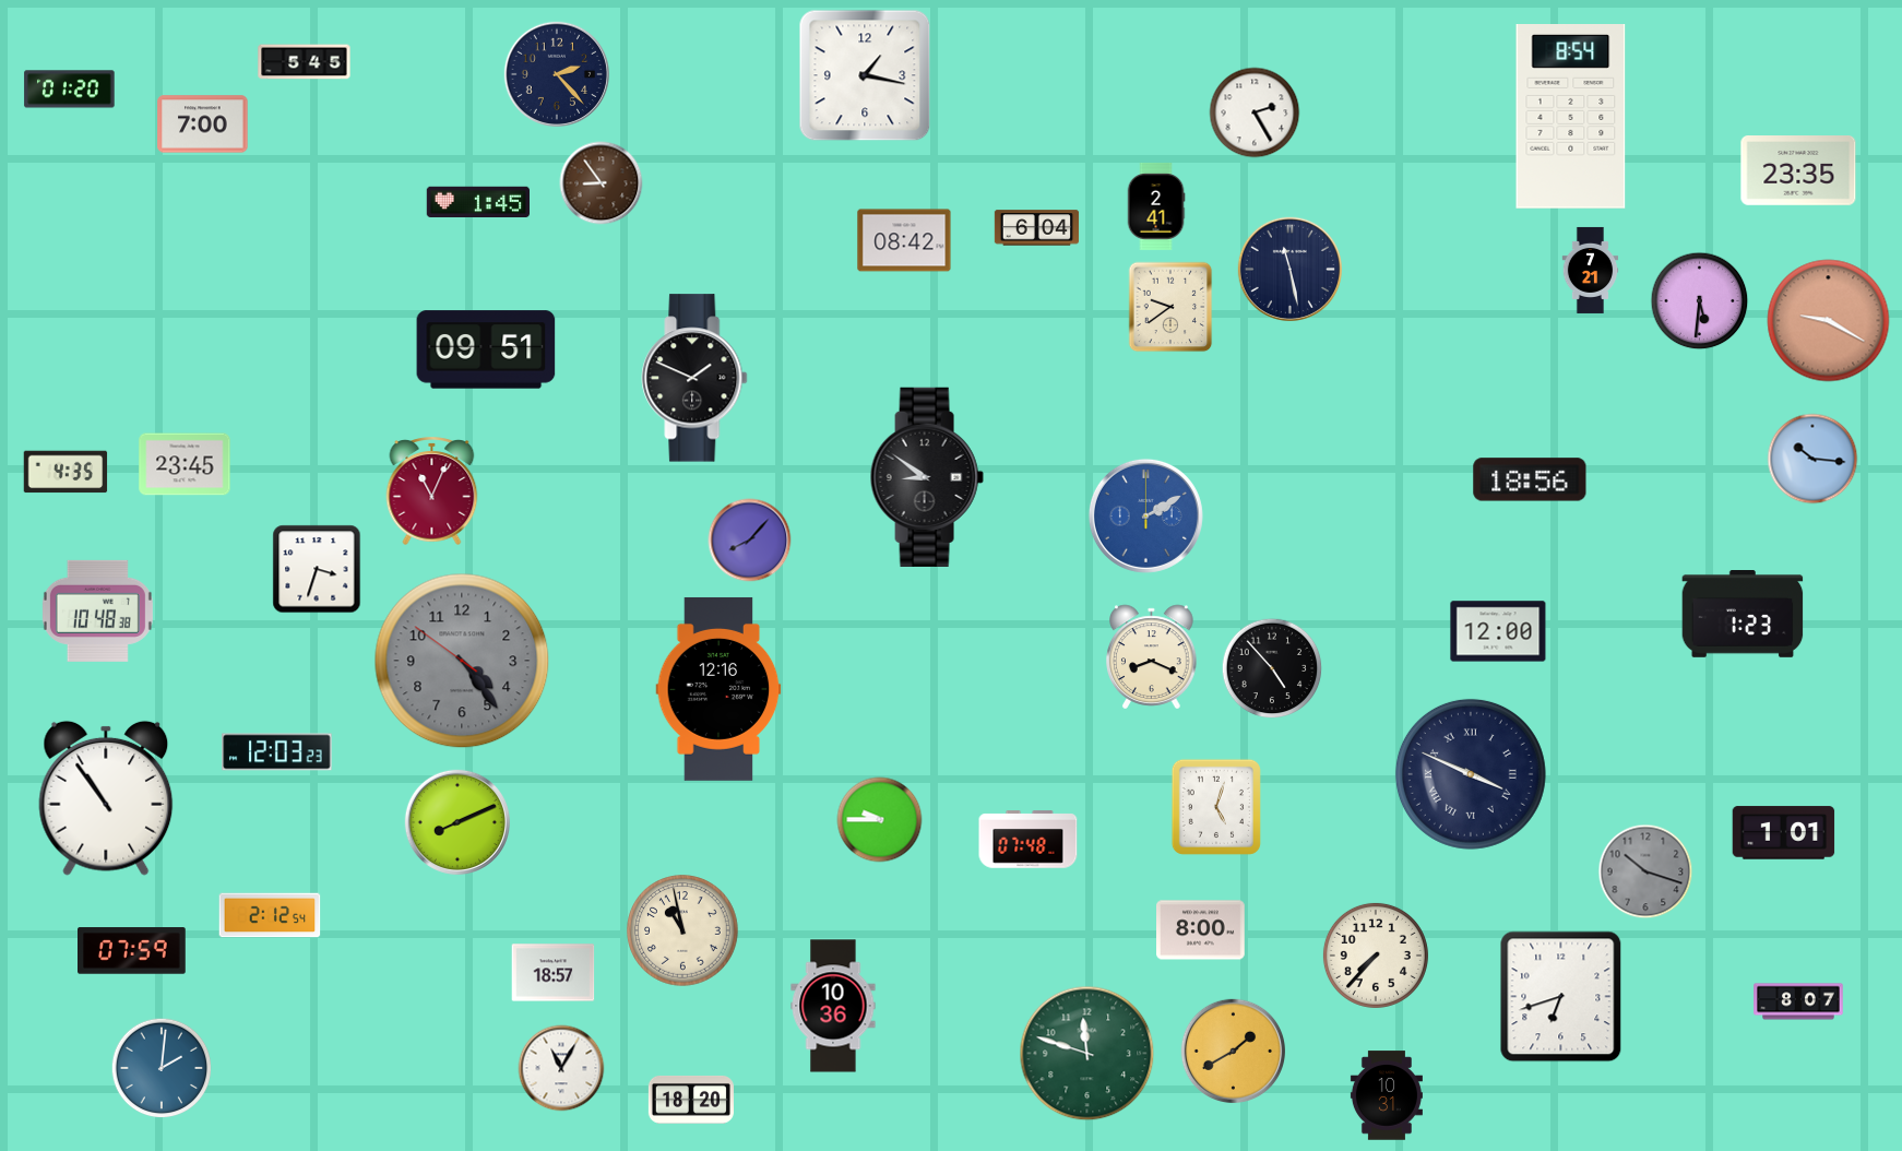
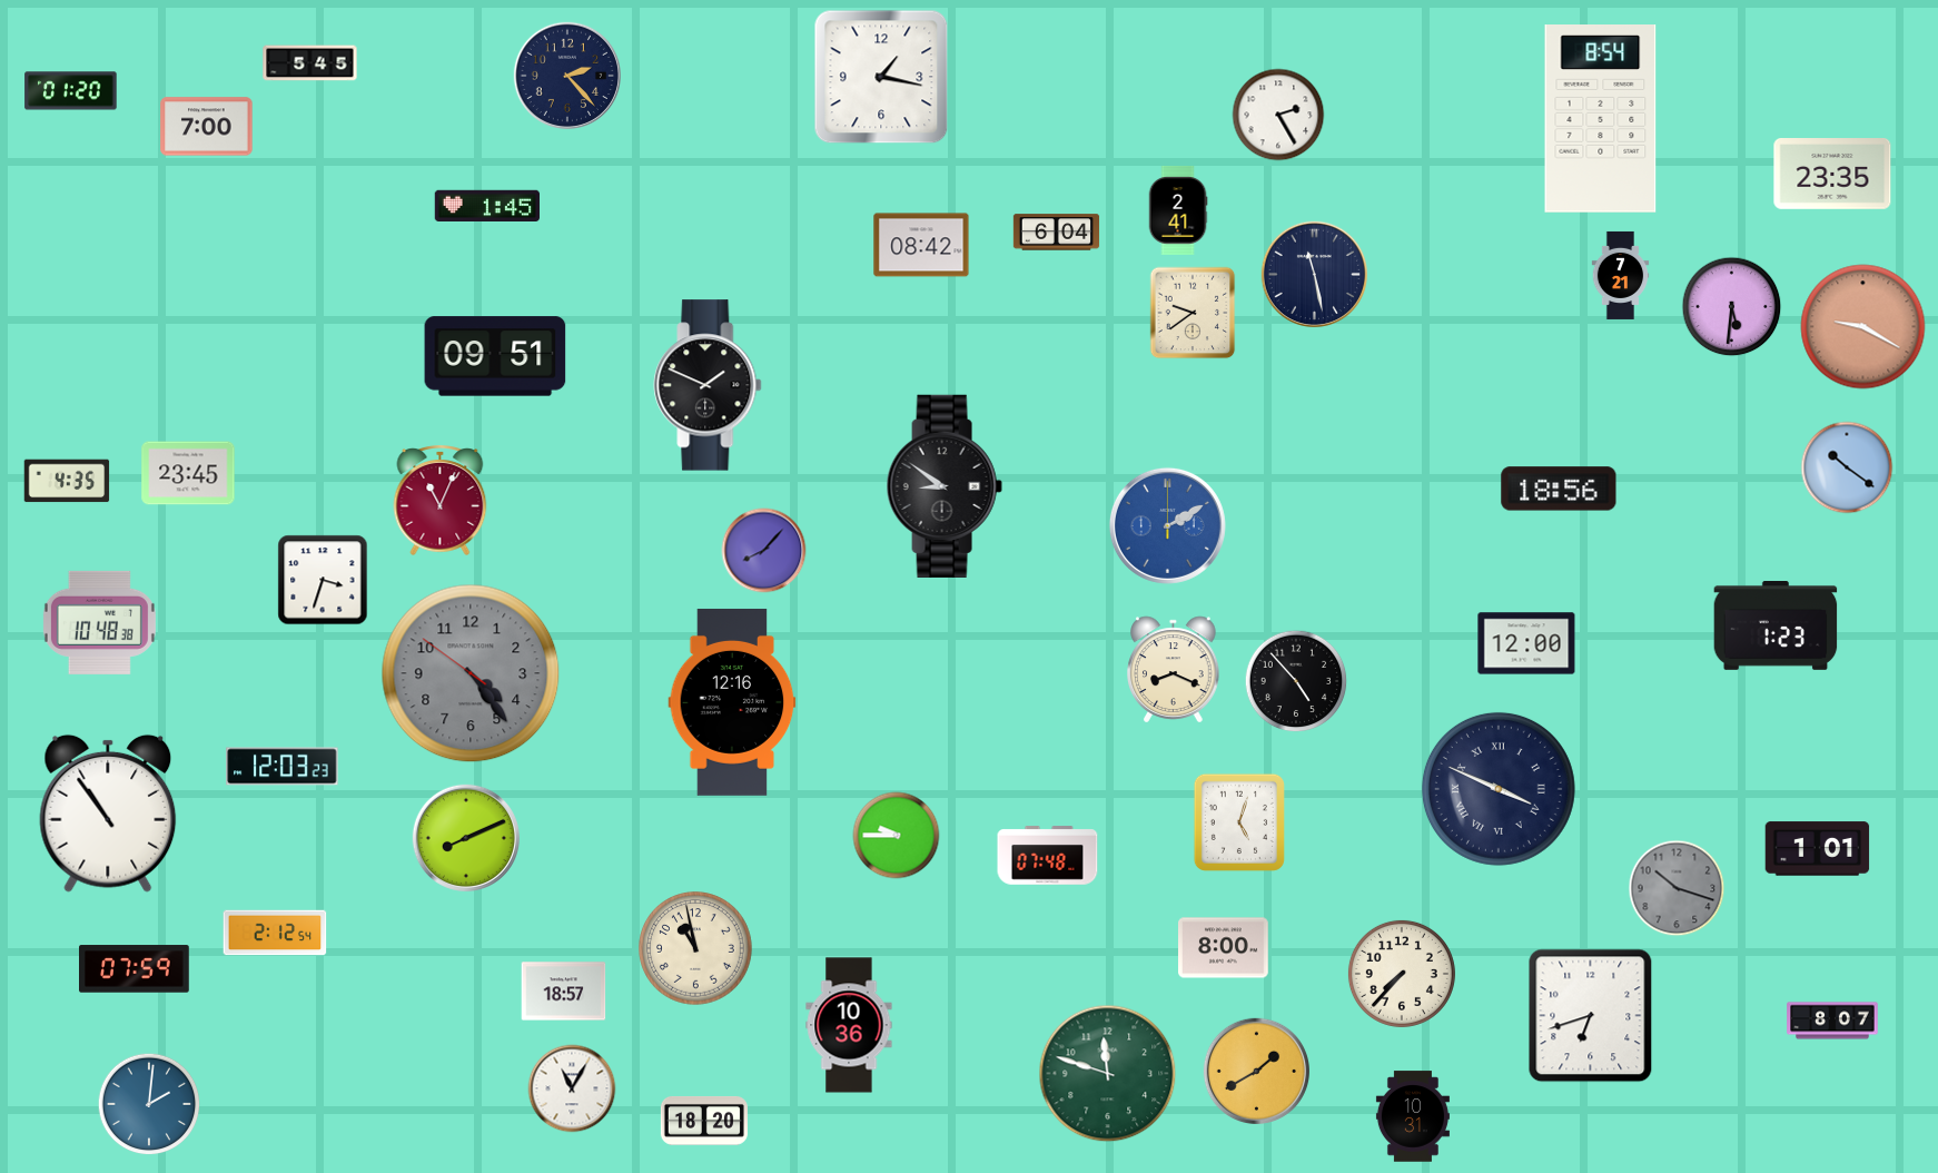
clock at (602, 183): 8:54 -> none
clock at (1812, 459): 10:16 -> 10:21
clock at (162, 1068) position: (162, 1068) -> (149, 1104)
